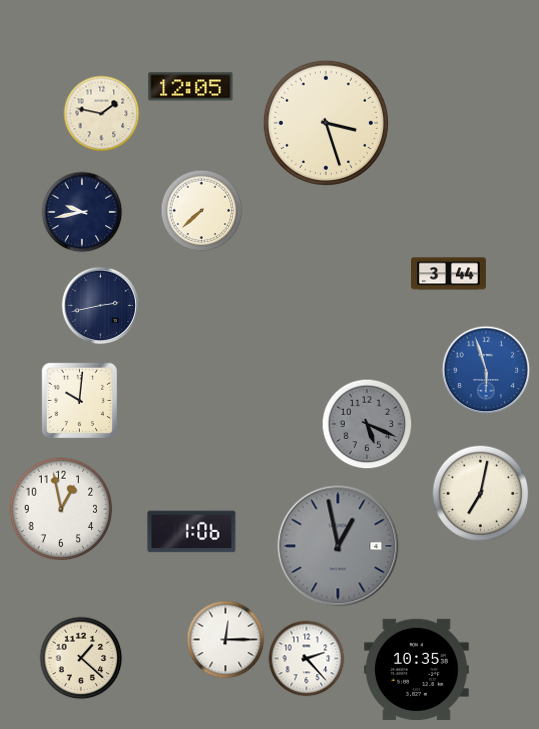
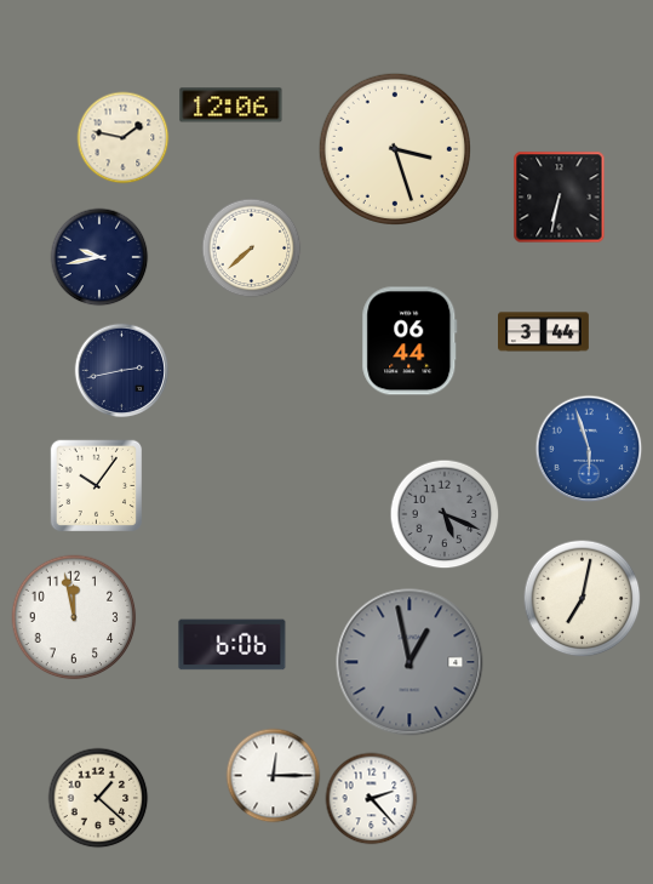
clock at (191, 87): 12:05 -> 12:06
clock at (560, 198): none -> 6:32
clock at (202, 211) position: (202, 211) -> (252, 249)
clock at (409, 341): none -> 06:44
clock at (80, 401): 10:01 -> 10:06
clock at (61, 509): 12:58 -> 11:58
clock at (192, 532): 1:06 -> 6:06
clock at (416, 669): 10:35 -> none
